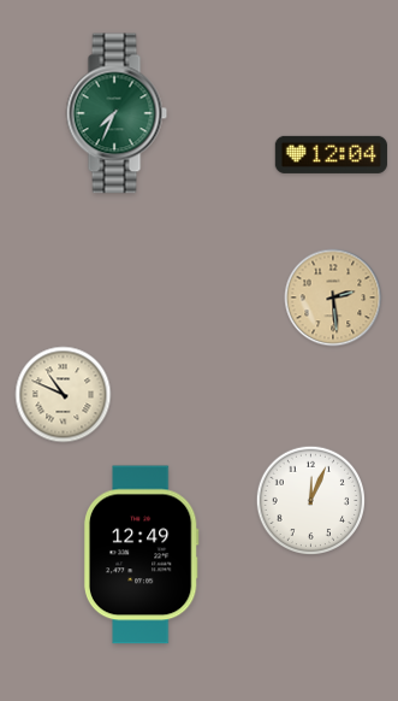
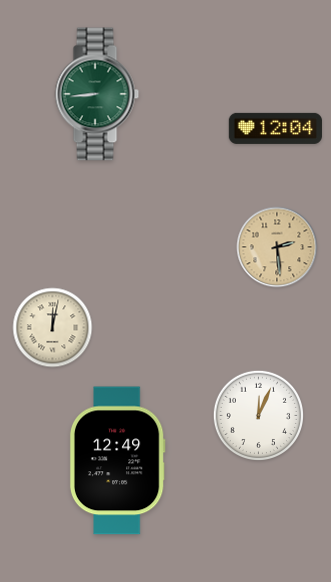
clock at (117, 113): 7:34 -> 8:44
clock at (64, 395): 10:49 -> 12:02
